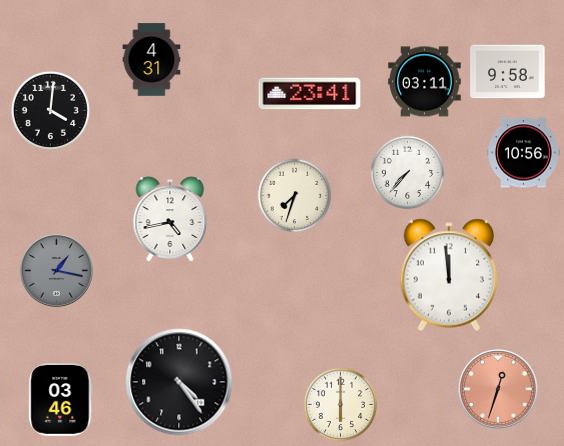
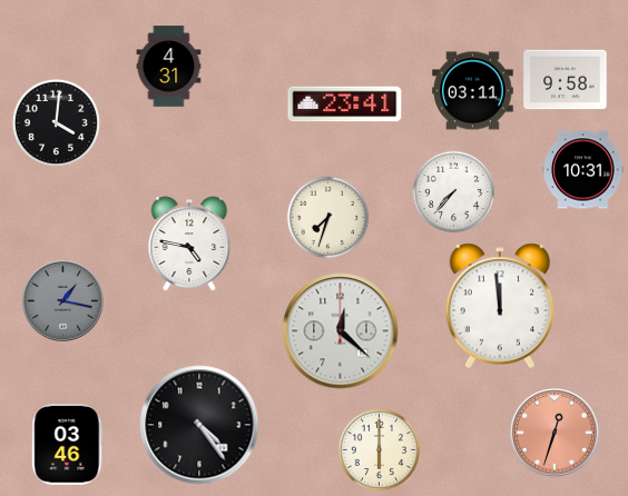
clock at (524, 153): 10:56 -> 10:31
clock at (170, 219): 4:43 -> 4:47
clock at (341, 331): none -> 12:22
